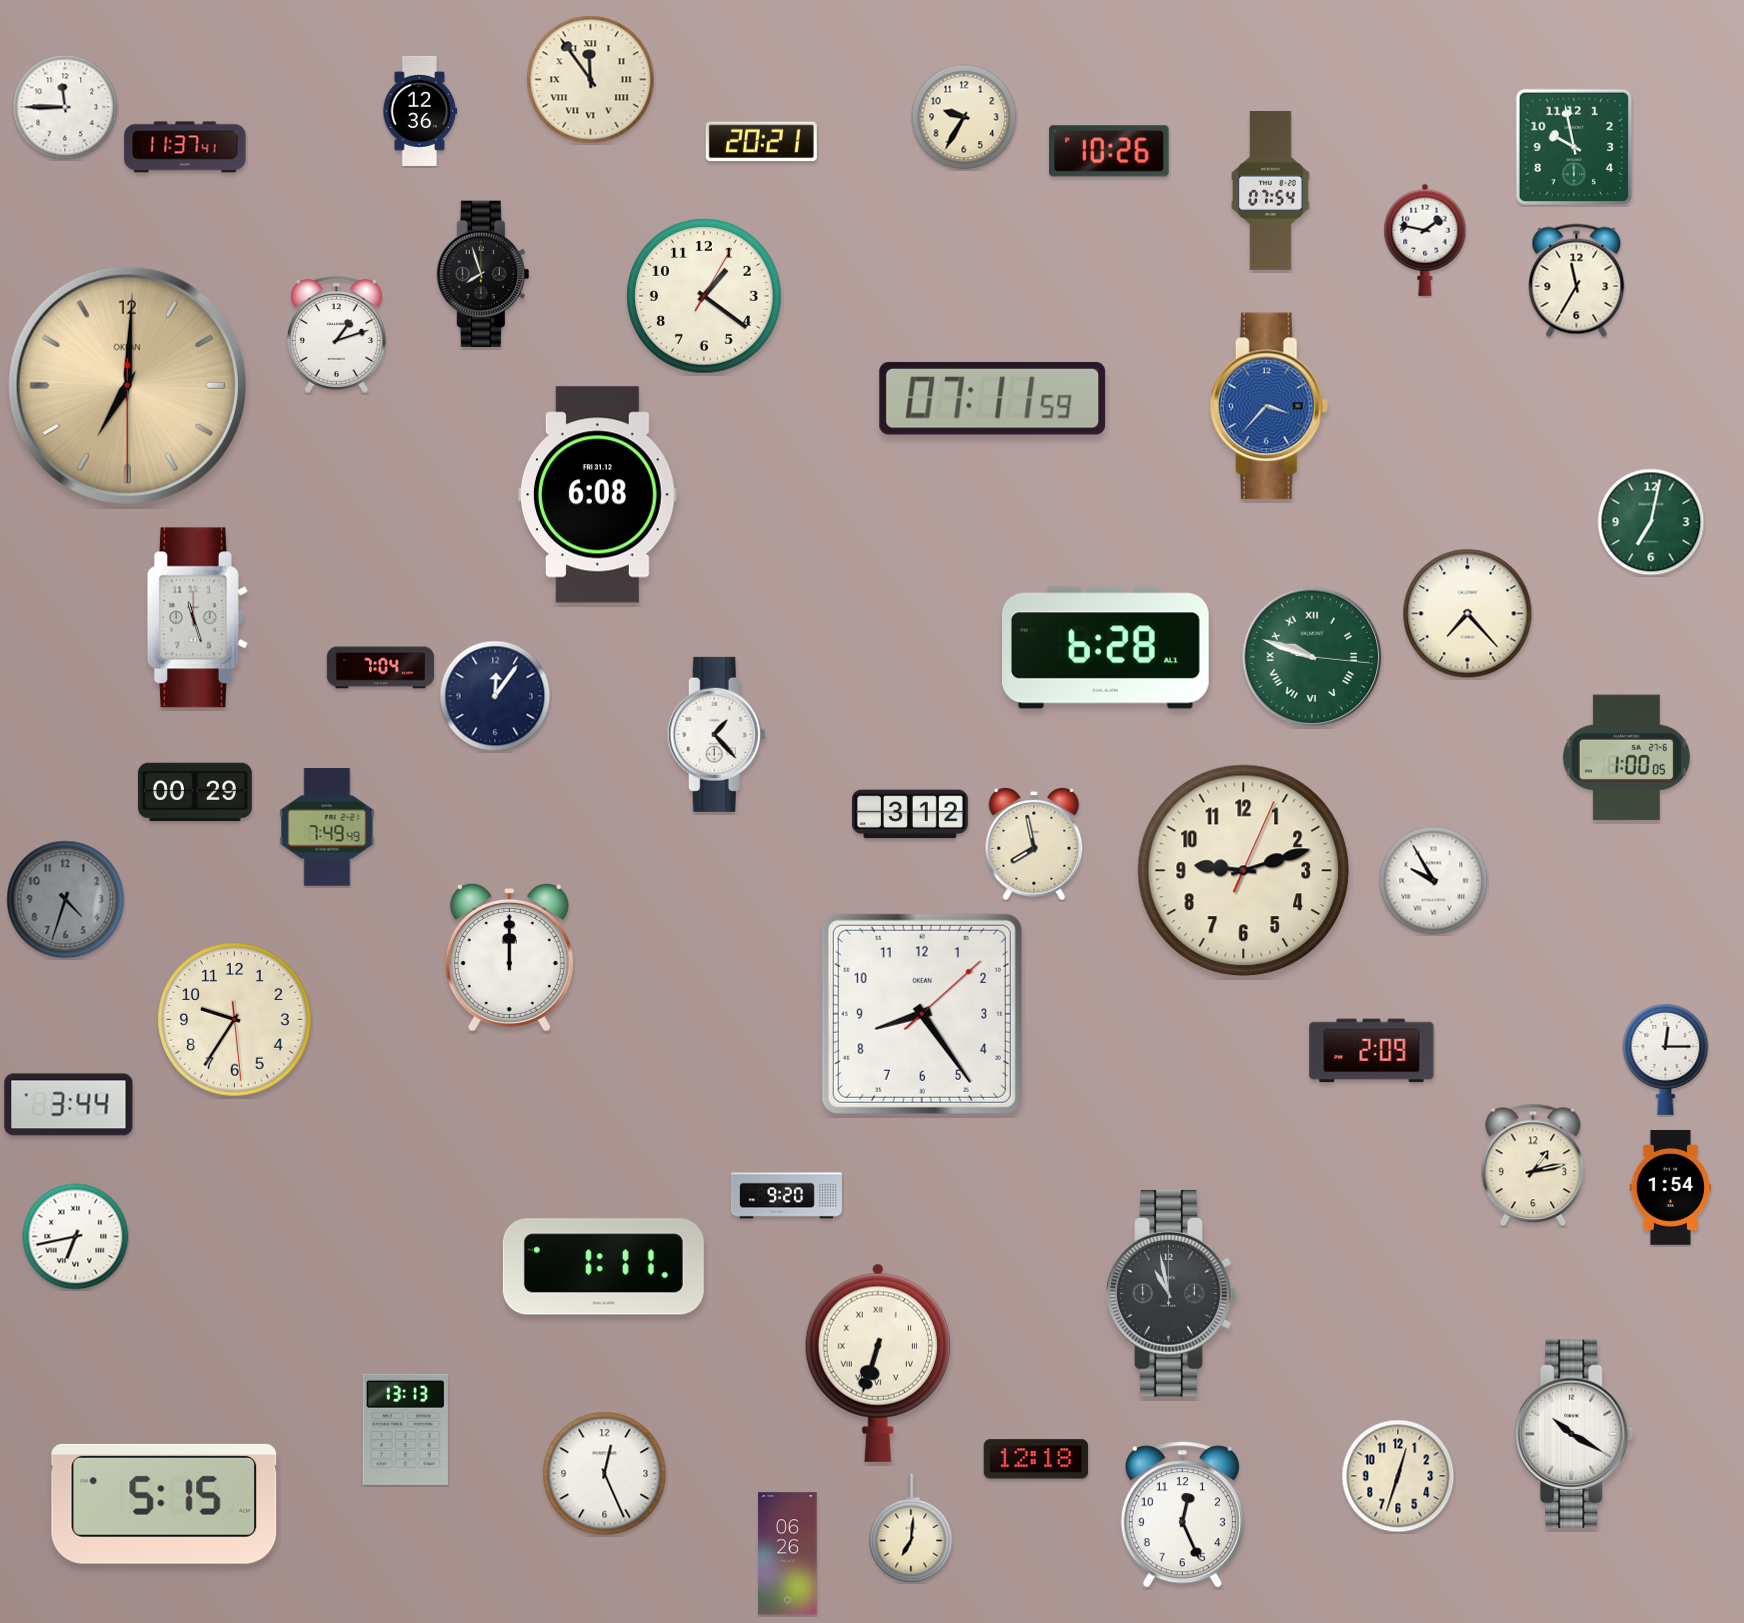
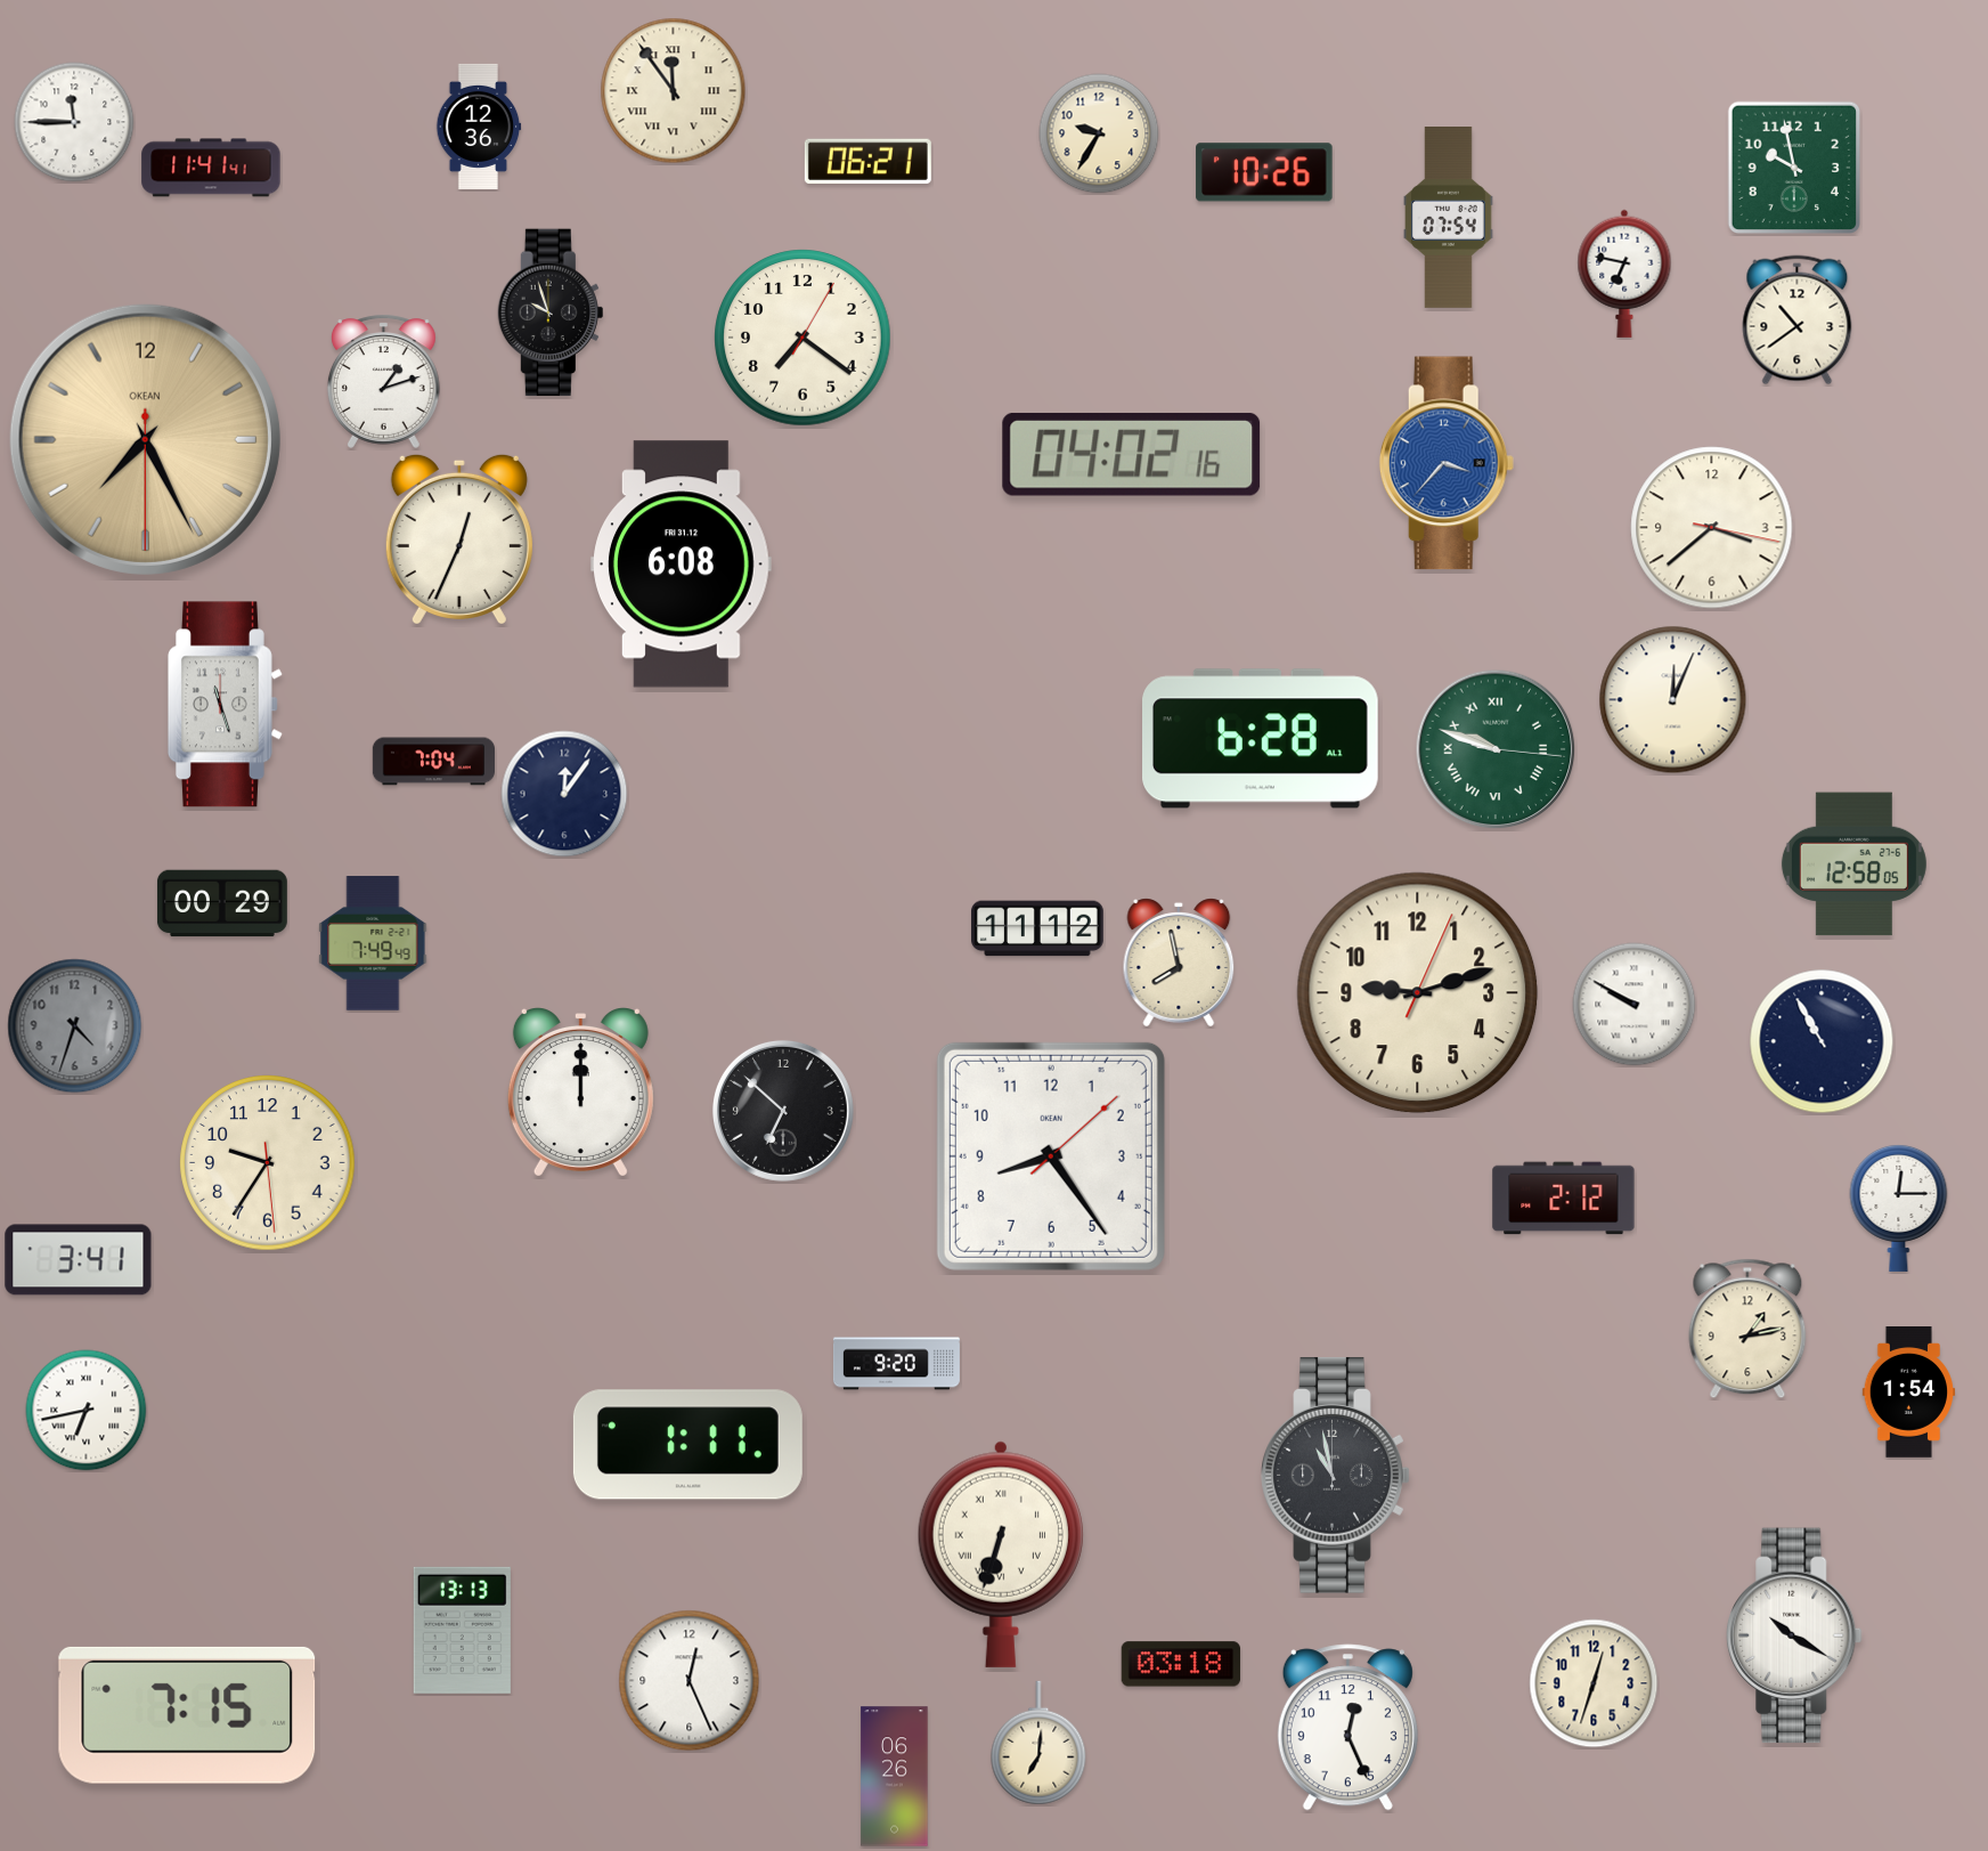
clock at (761, 141): 20:21 -> 06:21
clock at (185, 147): 11:37 -> 11:41
clock at (1425, 240): 1:47 -> 6:47
clock at (483, 274): 7:57 -> 9:57
clock at (1577, 281): 11:35 -> 10:39
clock at (704, 296): 1:21 -> 7:21
clock at (127, 385): 7:00 -> 7:25
clock at (993, 398): 07:11 -> 04:02
clock at (1712, 528): none -> 3:38
clock at (459, 538): none -> 12:34
clock at (1651, 522): 7:02 -> none
clock at (1468, 614): 7:23 -> 12:04
clock at (716, 734): 1:23 -> none
clock at (1626, 758): 1:00 -> 12:58
clock at (911, 814): 3:12 -> 11:12
clock at (1434, 881): 9:55 -> 9:50
clock at (1822, 1041): none -> 10:55
clock at (783, 1111): none -> 6:52
clock at (1372, 1051): 2:09 -> 2:12
clock at (69, 1105): 3:44 -> 3:41
clock at (1671, 1188) position: (1671, 1188) -> (1909, 1393)
clock at (1035, 1459): 12:18 -> 03:18
clock at (164, 1504): 5:15 -> 7:15
clock at (788, 1554) position: (788, 1554) -> (895, 1777)
